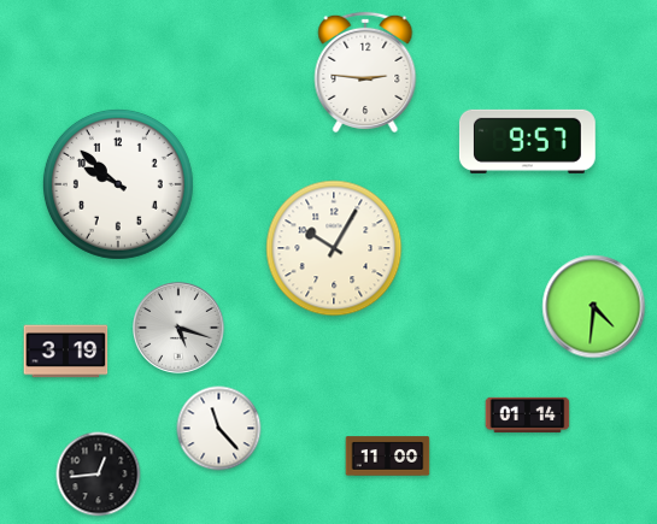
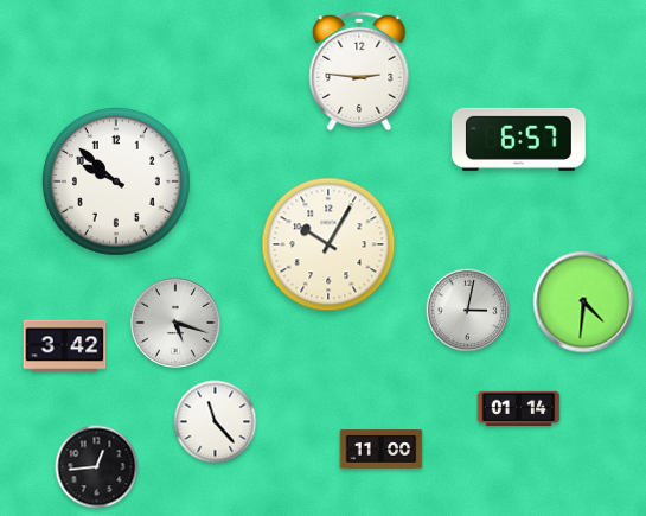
clock at (527, 141): 9:57 -> 6:57
clock at (468, 311): none -> 3:02
clock at (66, 352): 3:19 -> 3:42
